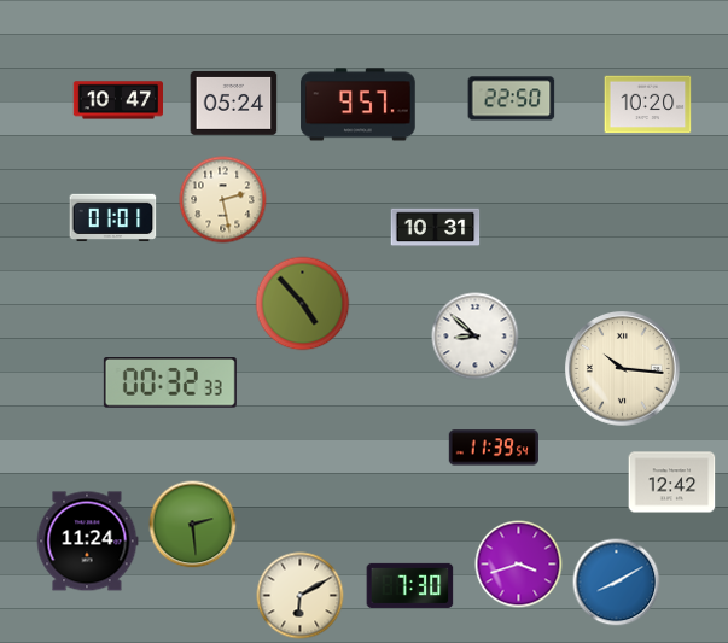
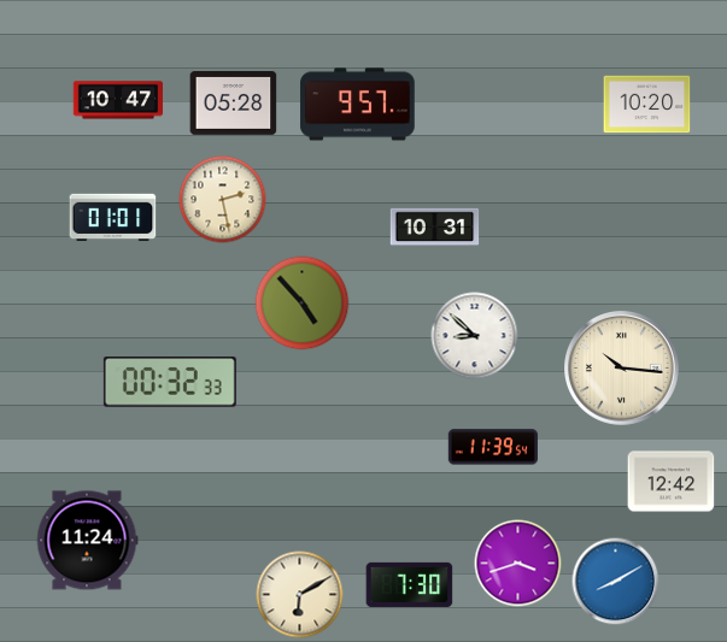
clock at (512, 99): 22:50 -> none
clock at (234, 104): 05:24 -> 05:28
clock at (193, 525): 2:29 -> none
